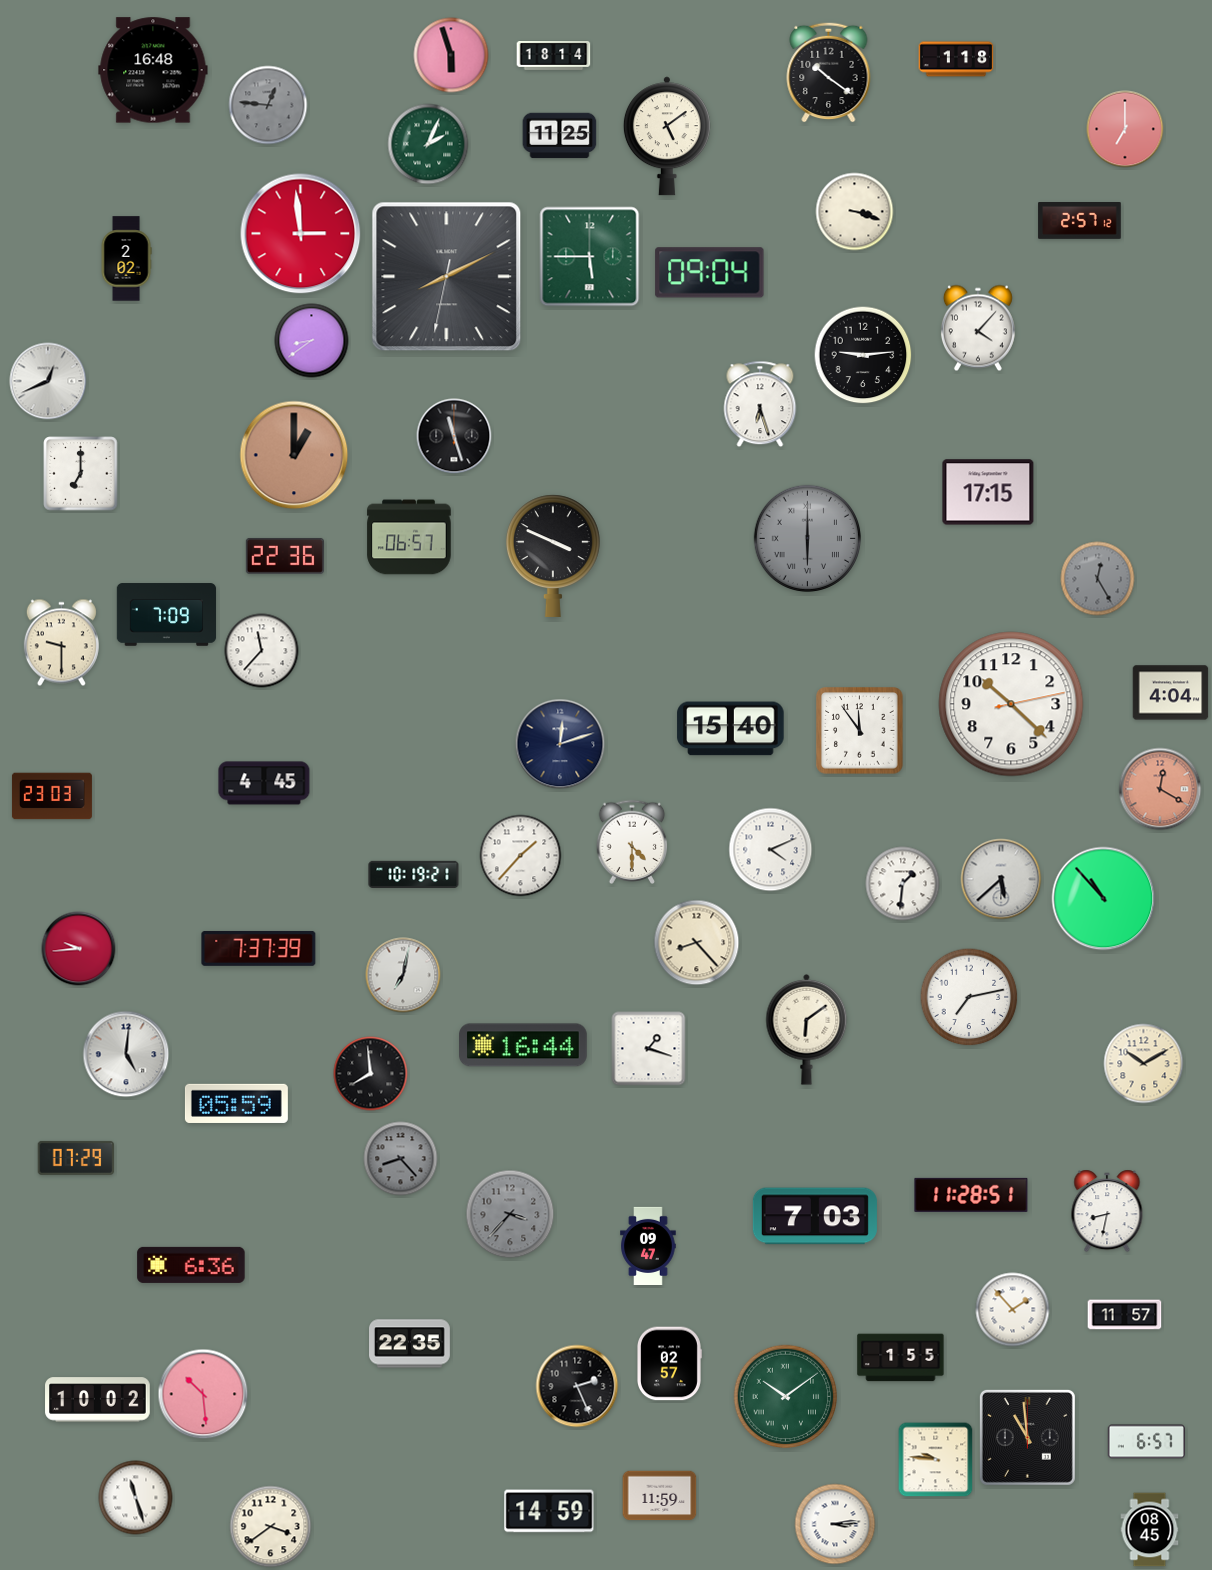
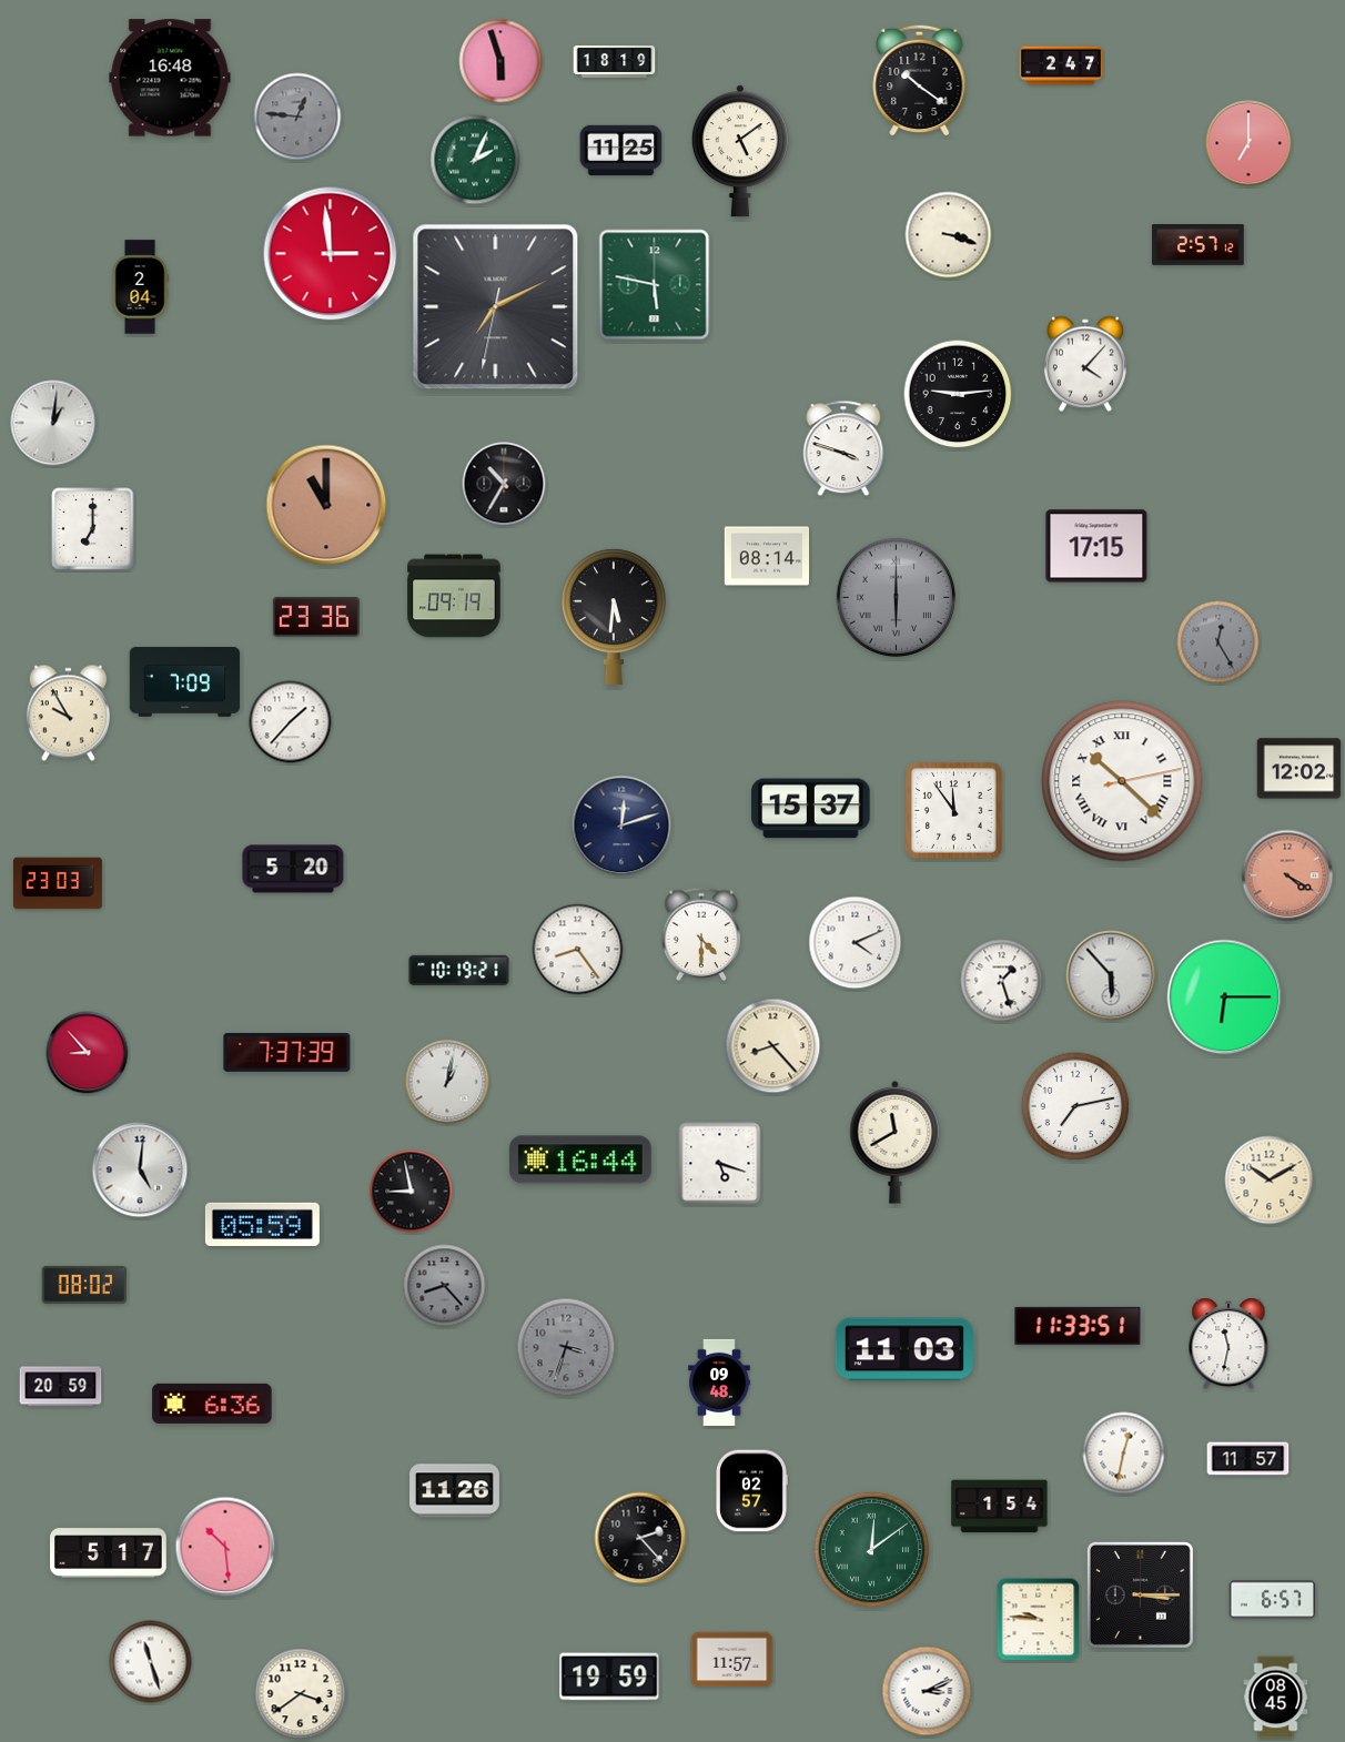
clock at (554, 56): 18:14 -> 18:19
clock at (956, 59): 1:18 -> 2:47
clock at (301, 234) position: (301, 234) -> (331, 254)
clock at (590, 257): 5:45 -> 5:47
clock at (126, 259): 2:02 -> 2:04
clock at (710, 273): 09:04 -> none
clock at (447, 277): 8:10 -> 7:10
clock at (312, 341): 8:39 -> none
clock at (48, 381): 12:41 -> 1:01
clock at (760, 404): 6:27 -> 3:48
clock at (454, 436): 11:27 -> 10:35
clock at (294, 455): 1:00 -> 11:00
clock at (81, 474) position: (81, 474) -> (93, 529)
clock at (767, 556): none -> 08:14
clock at (409, 537): 06:57 -> 09:19
clock at (285, 556): 22:36 -> 23:36
clock at (553, 556): 3:49 -> 5:31
clock at (61, 643): 9:30 -> 9:55
clock at (262, 651): 11:37 -> 1:37
clock at (1171, 693): 4:04 -> 12:02
clock at (1011, 704) numerals: Arabic -> Roman
clock at (731, 729): 15:40 -> 15:37
clock at (264, 783): 4:45 -> 5:20
clock at (1160, 789): 12:20 -> 4:20
clock at (521, 856): 1:37 -> 8:24
clock at (1001, 879): 5:38 -> 5:53
clock at (903, 884): 1:31 -> 1:27
clock at (1104, 899): 10:53 -> 6:15
clock at (79, 949): 9:44 -> 8:53
clock at (403, 975): 7:02 -> 1:02
clock at (807, 1029): 6:09 -> 11:40
clock at (649, 1049): 1:18 -> 5:18
clock at (371, 1074): 7:59 -> 8:58
clock at (76, 1158): 07:29 -> 08:02
clock at (971, 1195): 11:28 -> 11:33
clock at (1107, 1211): 8:32 -> 11:32
clock at (510, 1214): 3:37 -> 3:33
clock at (815, 1216): 7:03 -> 11:03
clock at (648, 1245): 09:47 -> 09:48
clock at (61, 1387): none -> 20:59
clock at (1013, 1310): 1:53 -> 12:32
clock at (410, 1344): 22:35 -> 11:26
clock at (901, 1358): 1:55 -> 1:54
clock at (670, 1364) position: (670, 1364) -> (752, 1491)
clock at (577, 1386): 2:26 -> 2:23
clock at (786, 1397): 10:09 -> 12:09
clock at (98, 1400): 10:02 -> 5:17
clock at (1027, 1437): 10:59 -> 3:15
clock at (660, 1496): 11:59 -> 11:57
clock at (549, 1511): 14:59 -> 19:59
clock at (835, 1524): 3:14 -> 3:11
